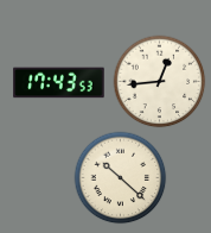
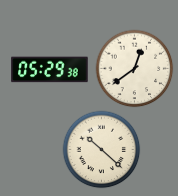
clock at (159, 81): 12:44 -> 12:39
clock at (59, 83): 17:43 -> 05:29
